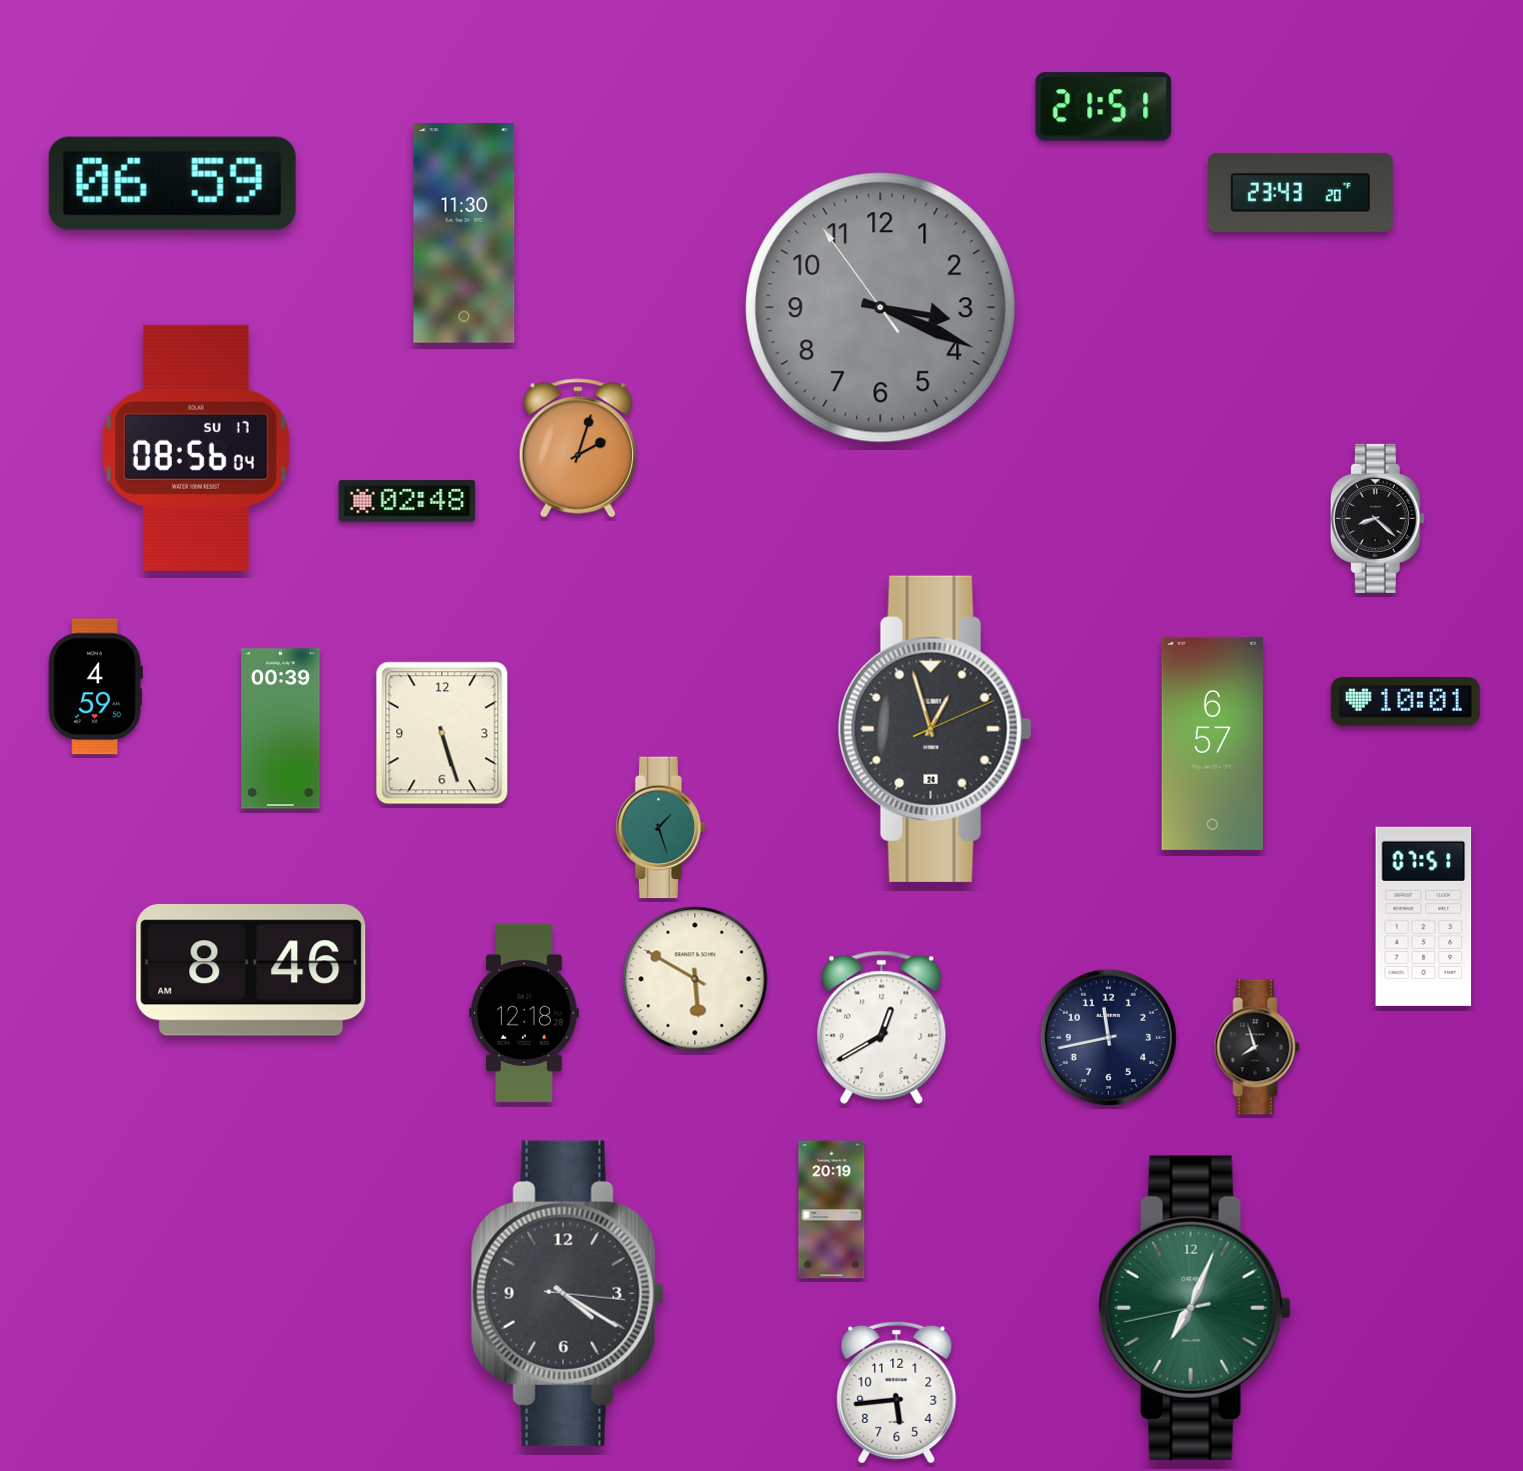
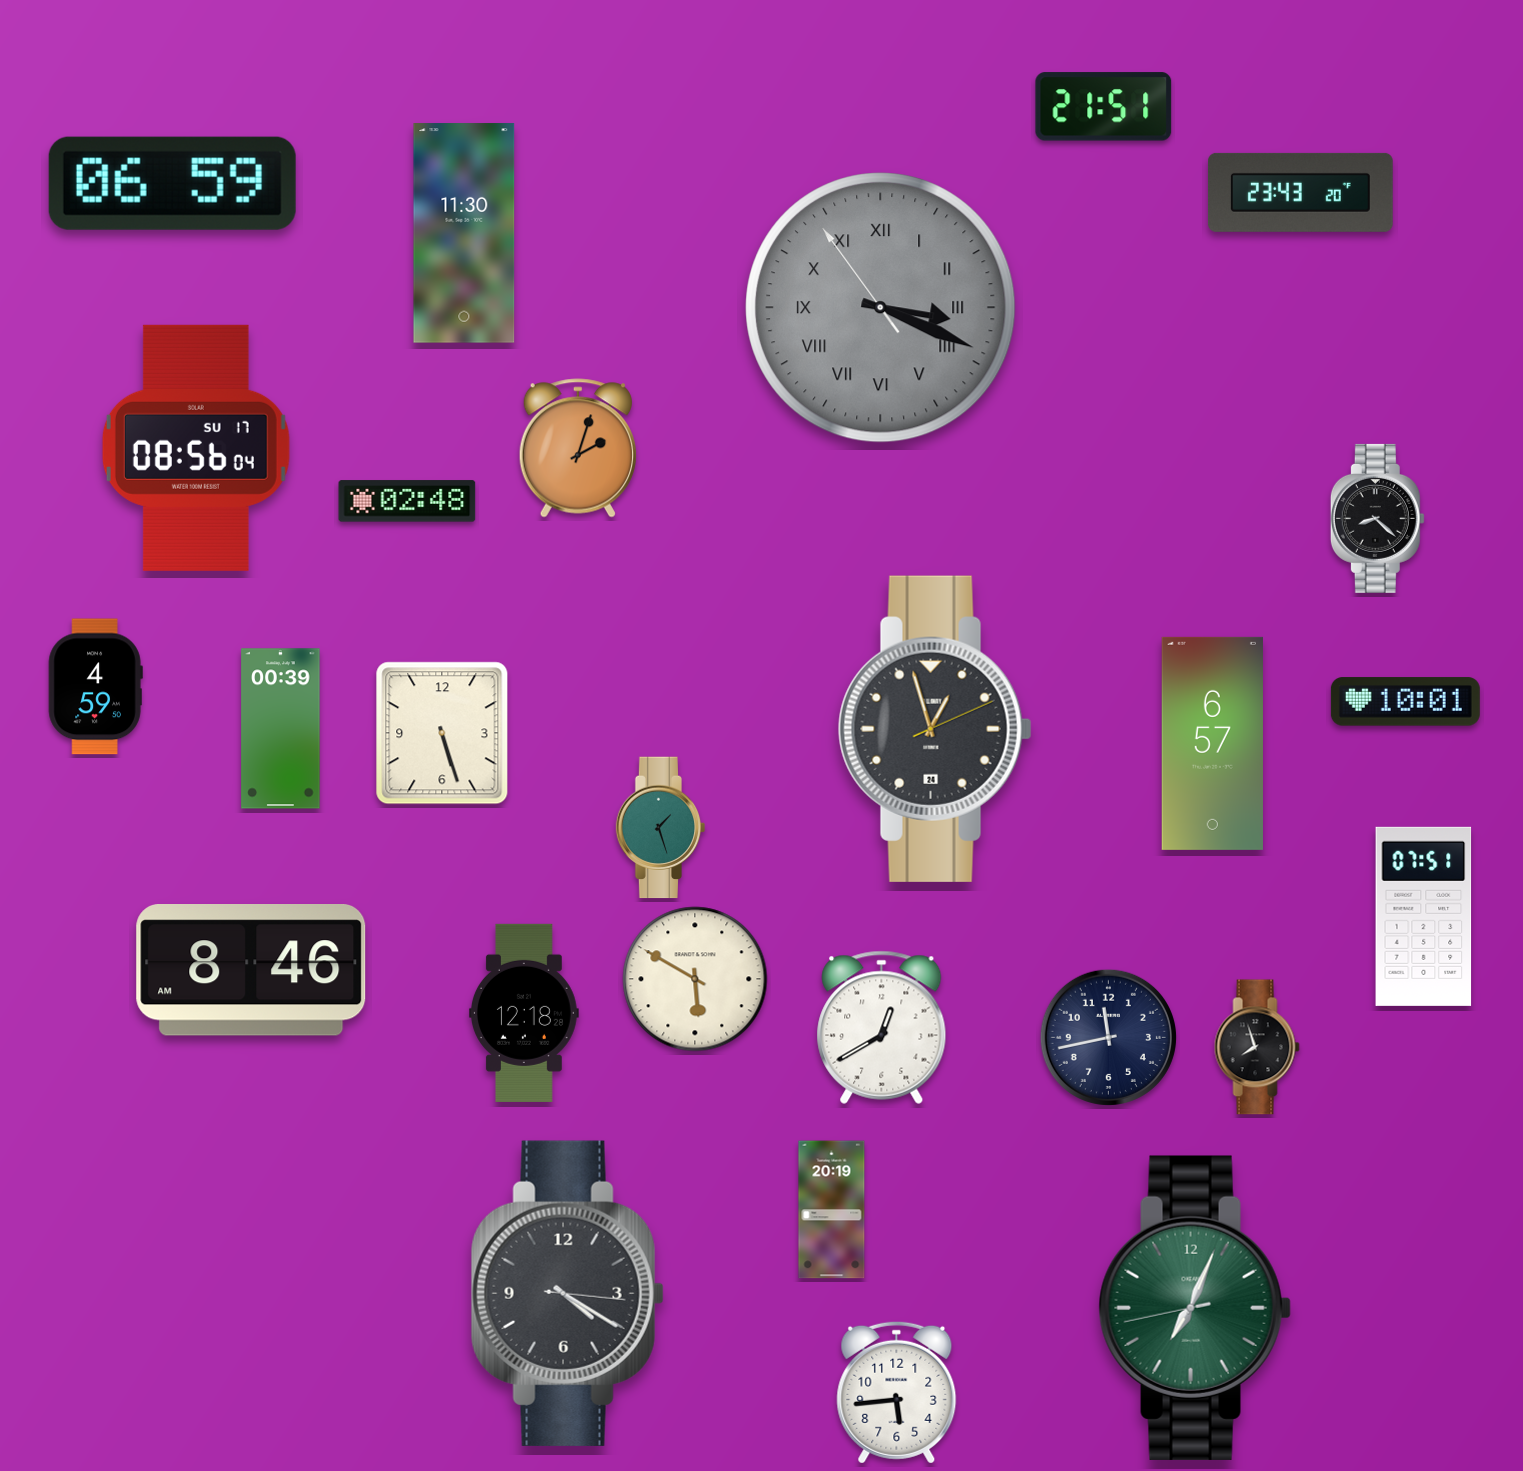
clock at (881, 308) numerals: Arabic -> Roman
